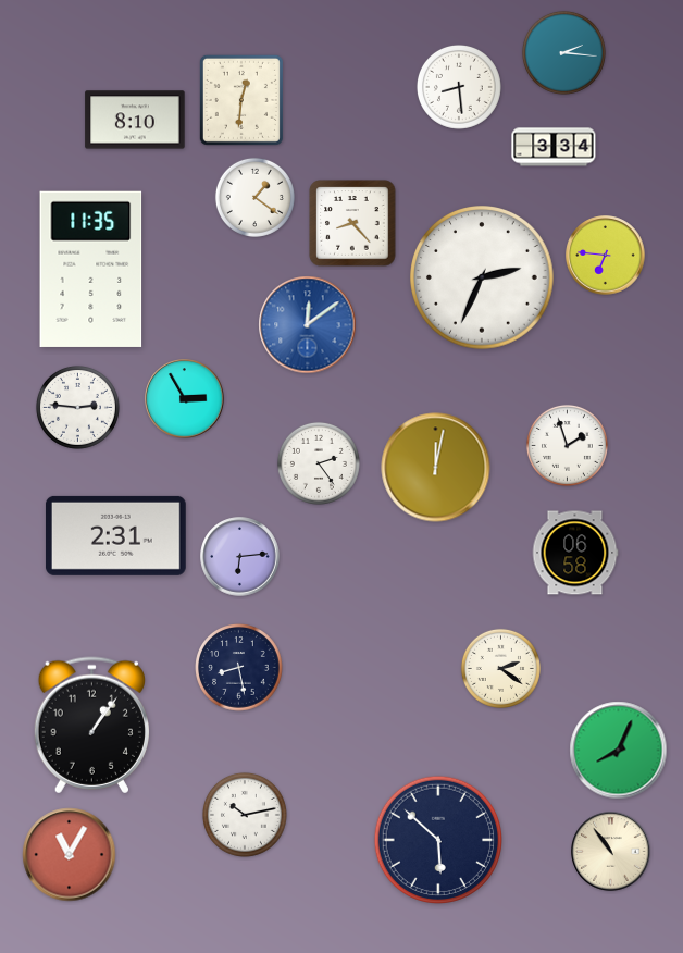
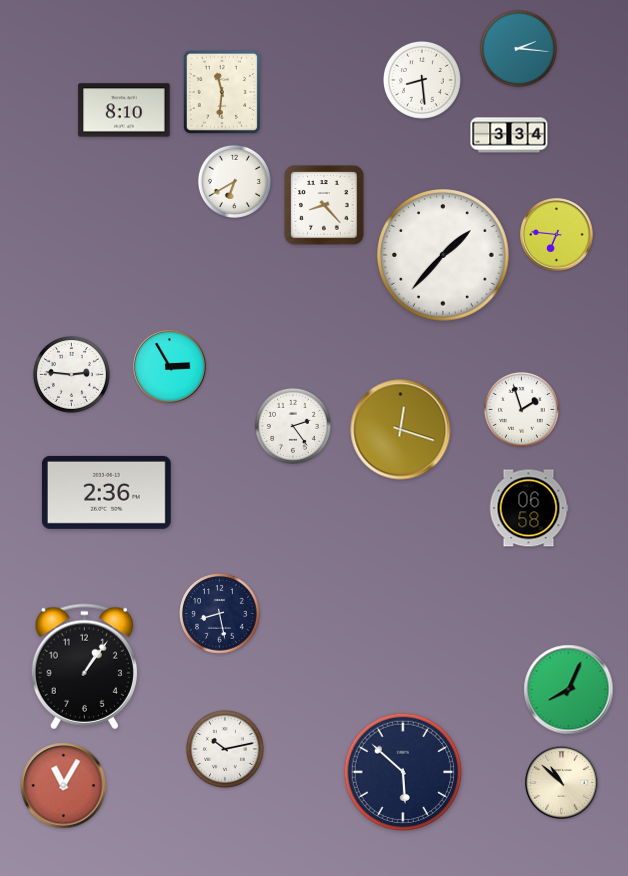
clock at (241, 100): 12:31 -> 11:31
clock at (254, 197): 1:21 -> 6:40
clock at (91, 269): 11:35 -> none
clock at (482, 277): 2:34 -> 1:37
clock at (308, 325): 12:09 -> none
clock at (436, 468): 12:02 -> 12:18
clock at (115, 535): 2:31 -> 2:36
clock at (240, 557): 6:14 -> none
clock at (500, 668): 2:21 -> none
clock at (611, 852): 10:54 -> 10:52
